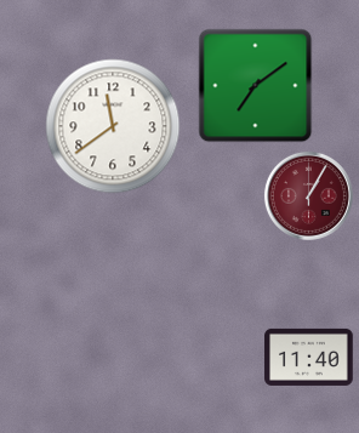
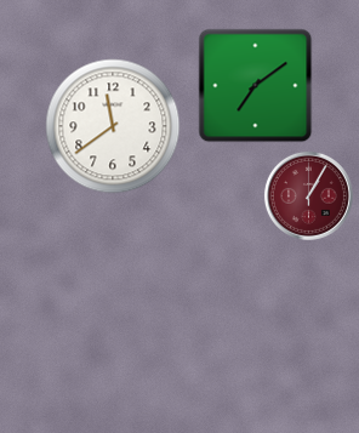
clock at (309, 357): 11:40 -> none
